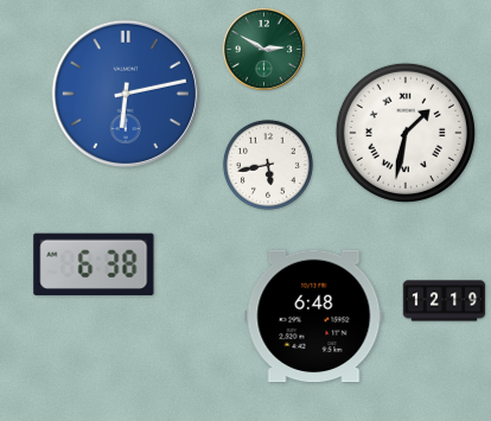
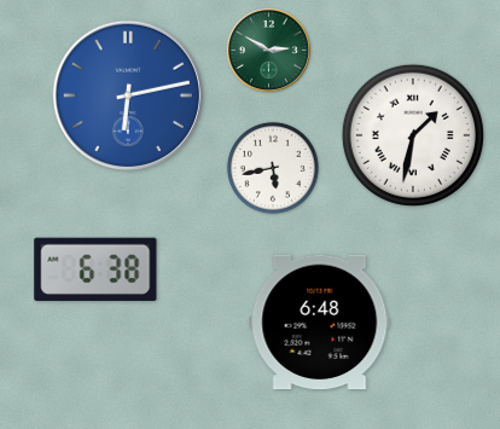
clock at (445, 301): 12:19 -> none
